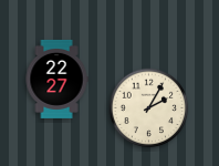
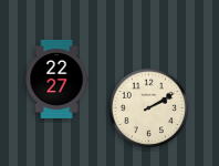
clock at (149, 108): 2:05 -> 2:10
